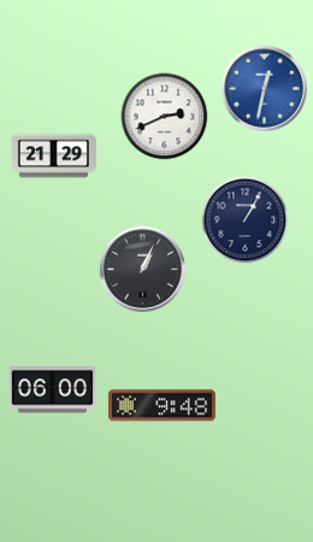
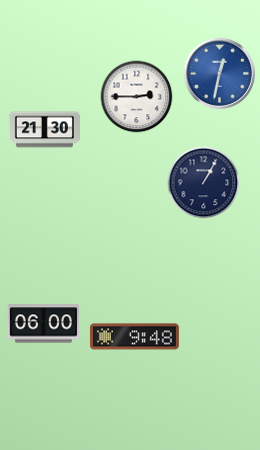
clock at (165, 117): 2:41 -> 2:45
clock at (53, 157): 21:29 -> 21:30
clock at (142, 269): 1:04 -> none
